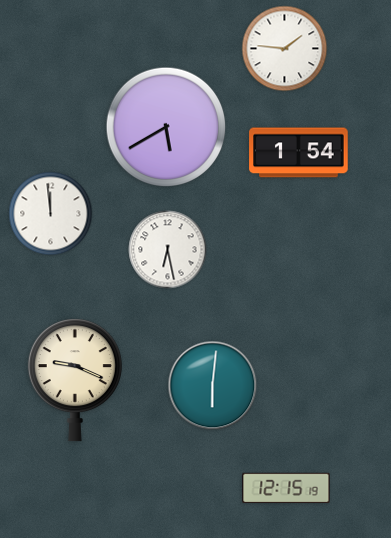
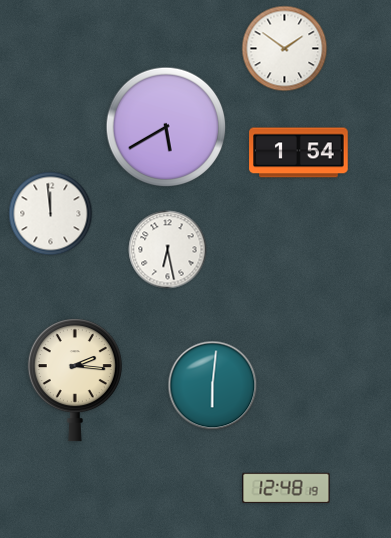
clock at (285, 49): 1:46 -> 1:51
clock at (75, 380): 9:19 -> 2:16
clock at (286, 487): 12:15 -> 12:48
